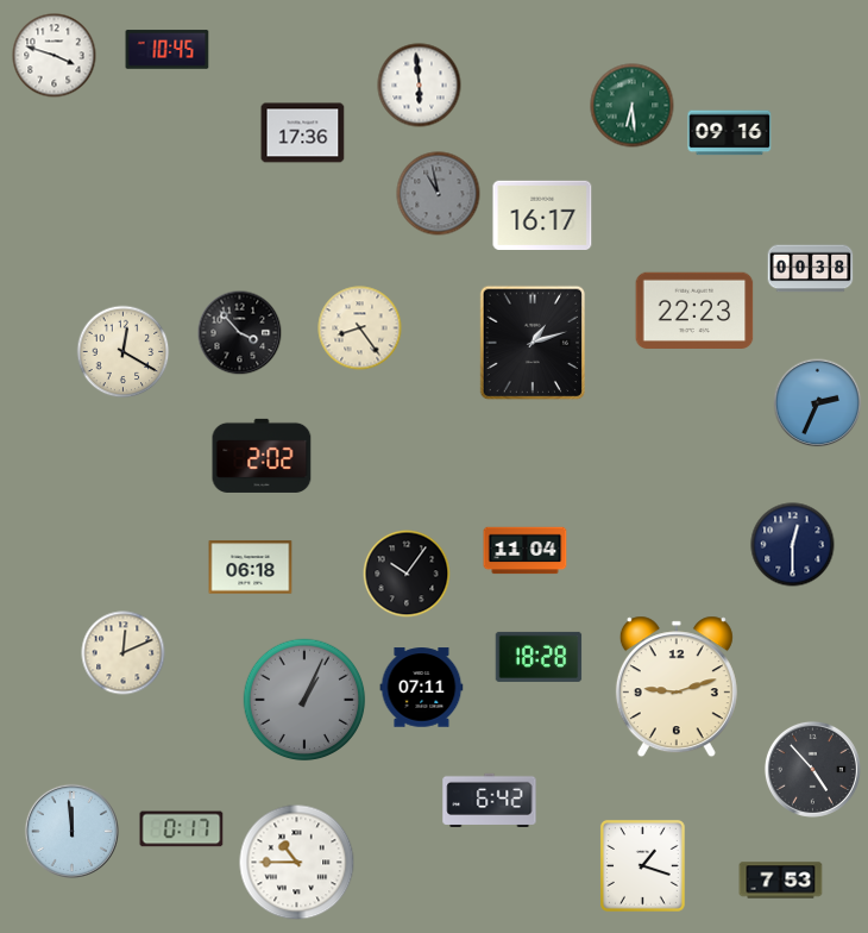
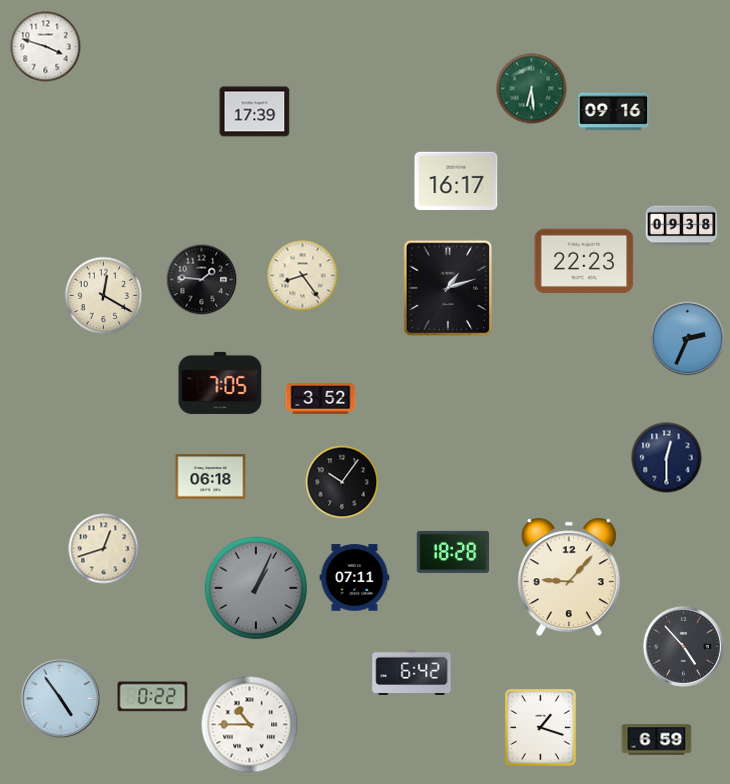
clock at (168, 50): 10:45 -> none
clock at (420, 86): 5:59 -> none
clock at (303, 133): 17:36 -> 17:39
clock at (439, 194): 10:58 -> none
clock at (811, 269): 00:38 -> 09:38
clock at (240, 333): 3:53 -> 1:46
clock at (262, 456): 2:02 -> 7:05
clock at (321, 399): none -> 3:52
clock at (526, 551): 11:04 -> none
clock at (124, 653): 12:11 -> 12:42
clock at (677, 687): 9:12 -> 9:07
clock at (182, 829): 0:17 -> 0:22
clock at (71, 831): 11:59 -> 4:54
clock at (781, 881): 7:53 -> 6:59
